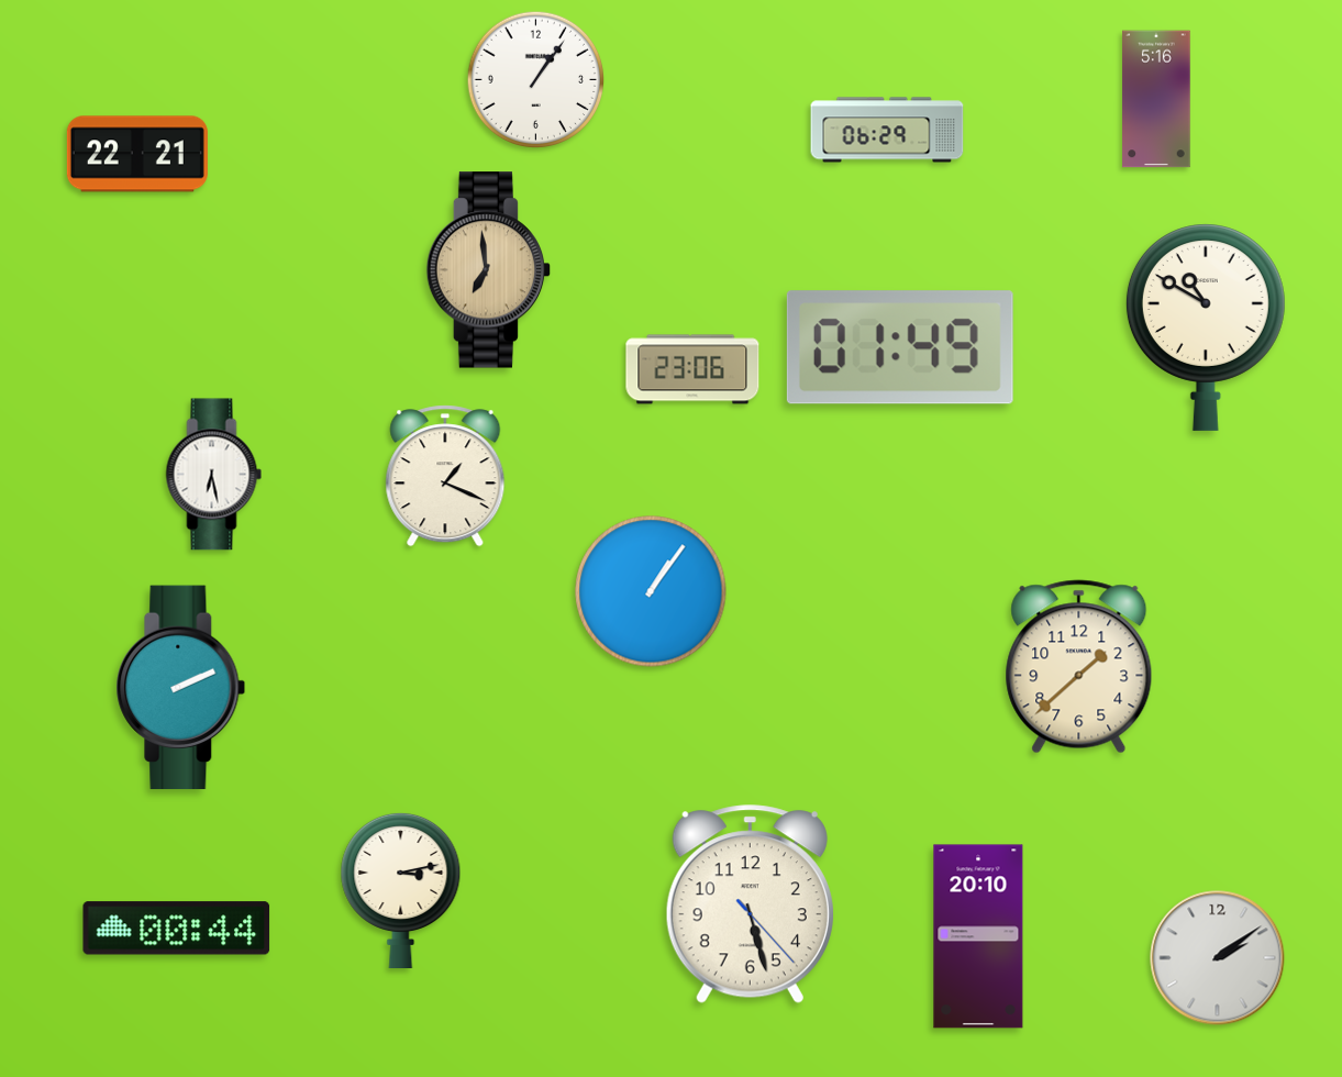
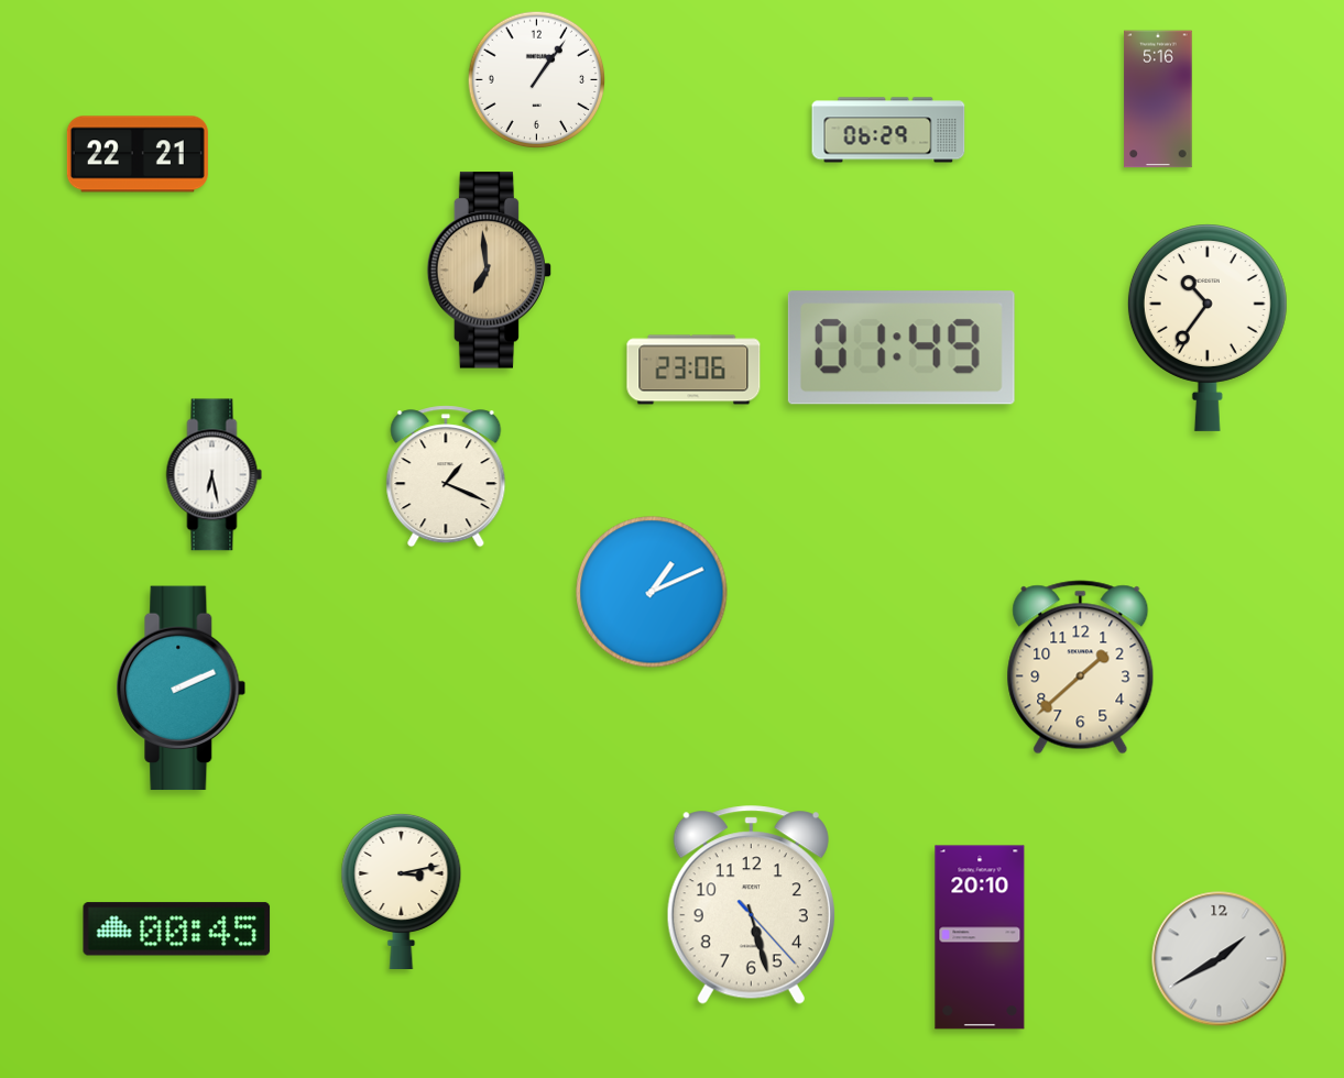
clock at (1206, 327): 10:50 -> 10:36
clock at (651, 591): 1:06 -> 1:11
clock at (177, 929): 00:44 -> 00:45
clock at (1218, 958): 2:09 -> 1:40
